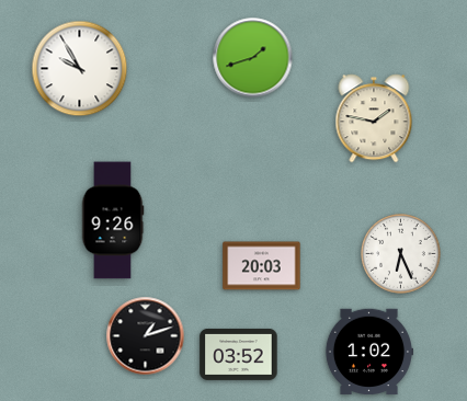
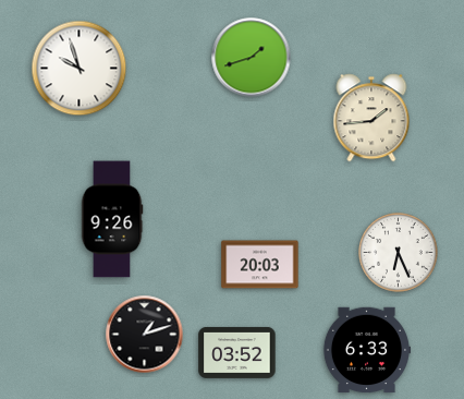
clock at (80, 69): 9:55 -> 9:57
clock at (374, 118): 1:47 -> 1:44
clock at (369, 352): 1:02 -> 6:33
